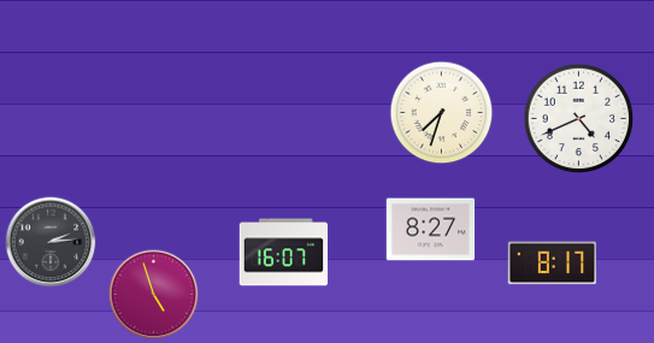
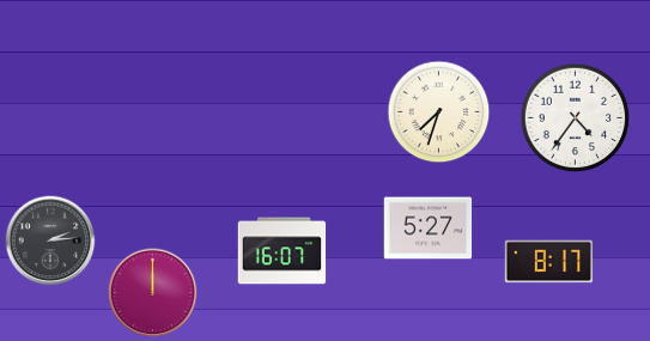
clock at (579, 119): 4:41 -> 4:36
clock at (431, 230): 8:27 -> 5:27
clock at (154, 295): 4:57 -> 12:00
